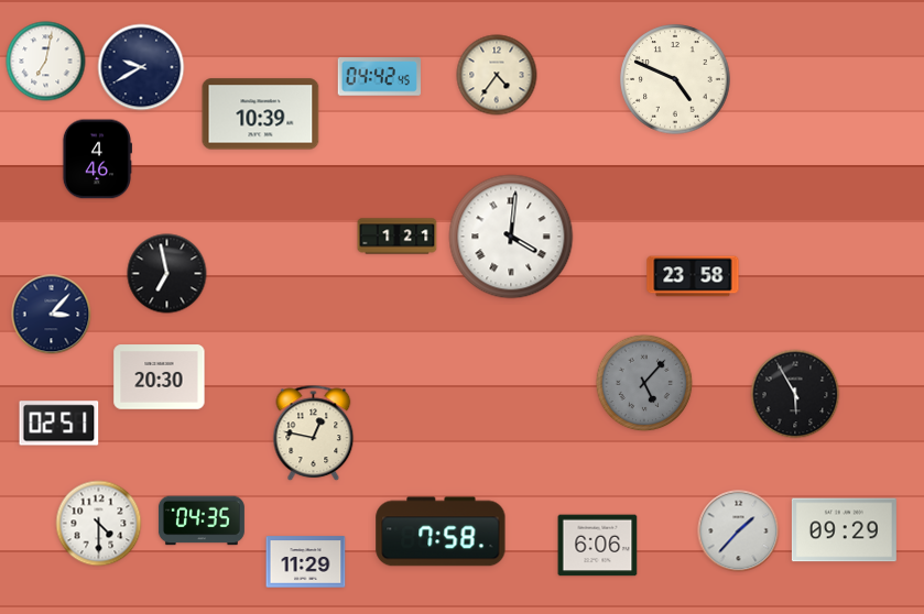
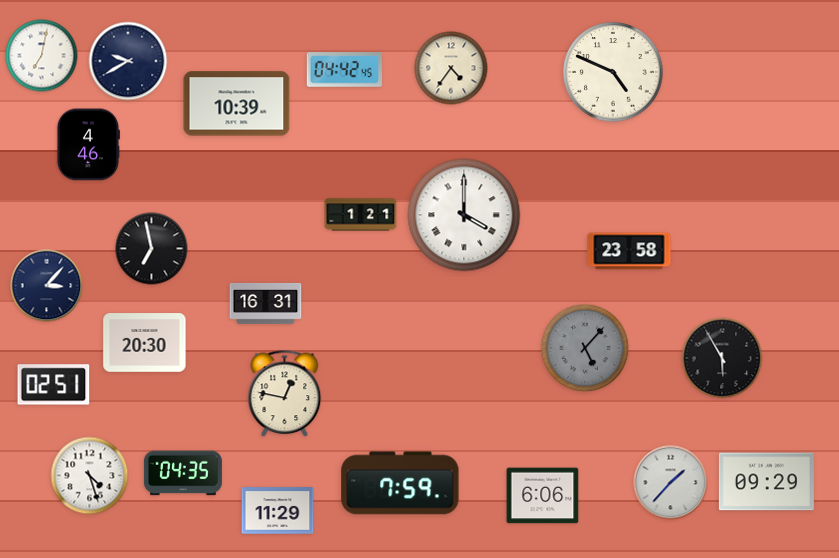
clock at (511, 237): 4:01 -> 4:00
clock at (266, 303): none -> 16:31
clock at (99, 524): 4:30 -> 4:27
clock at (441, 531): 7:58 -> 7:59
